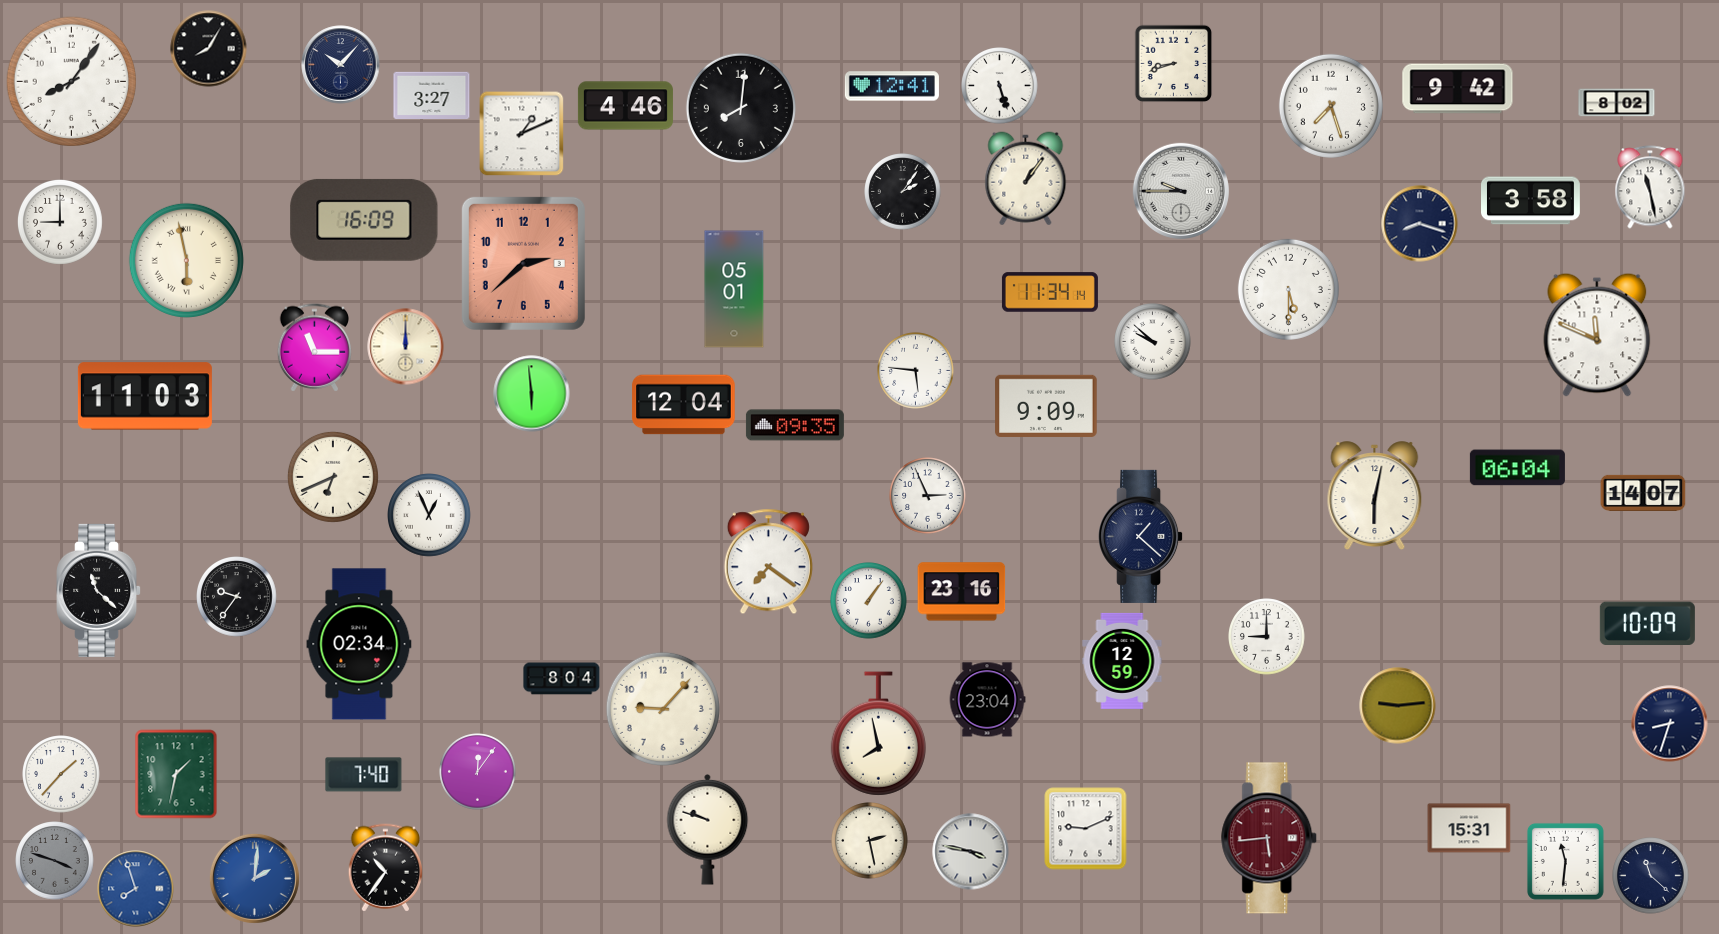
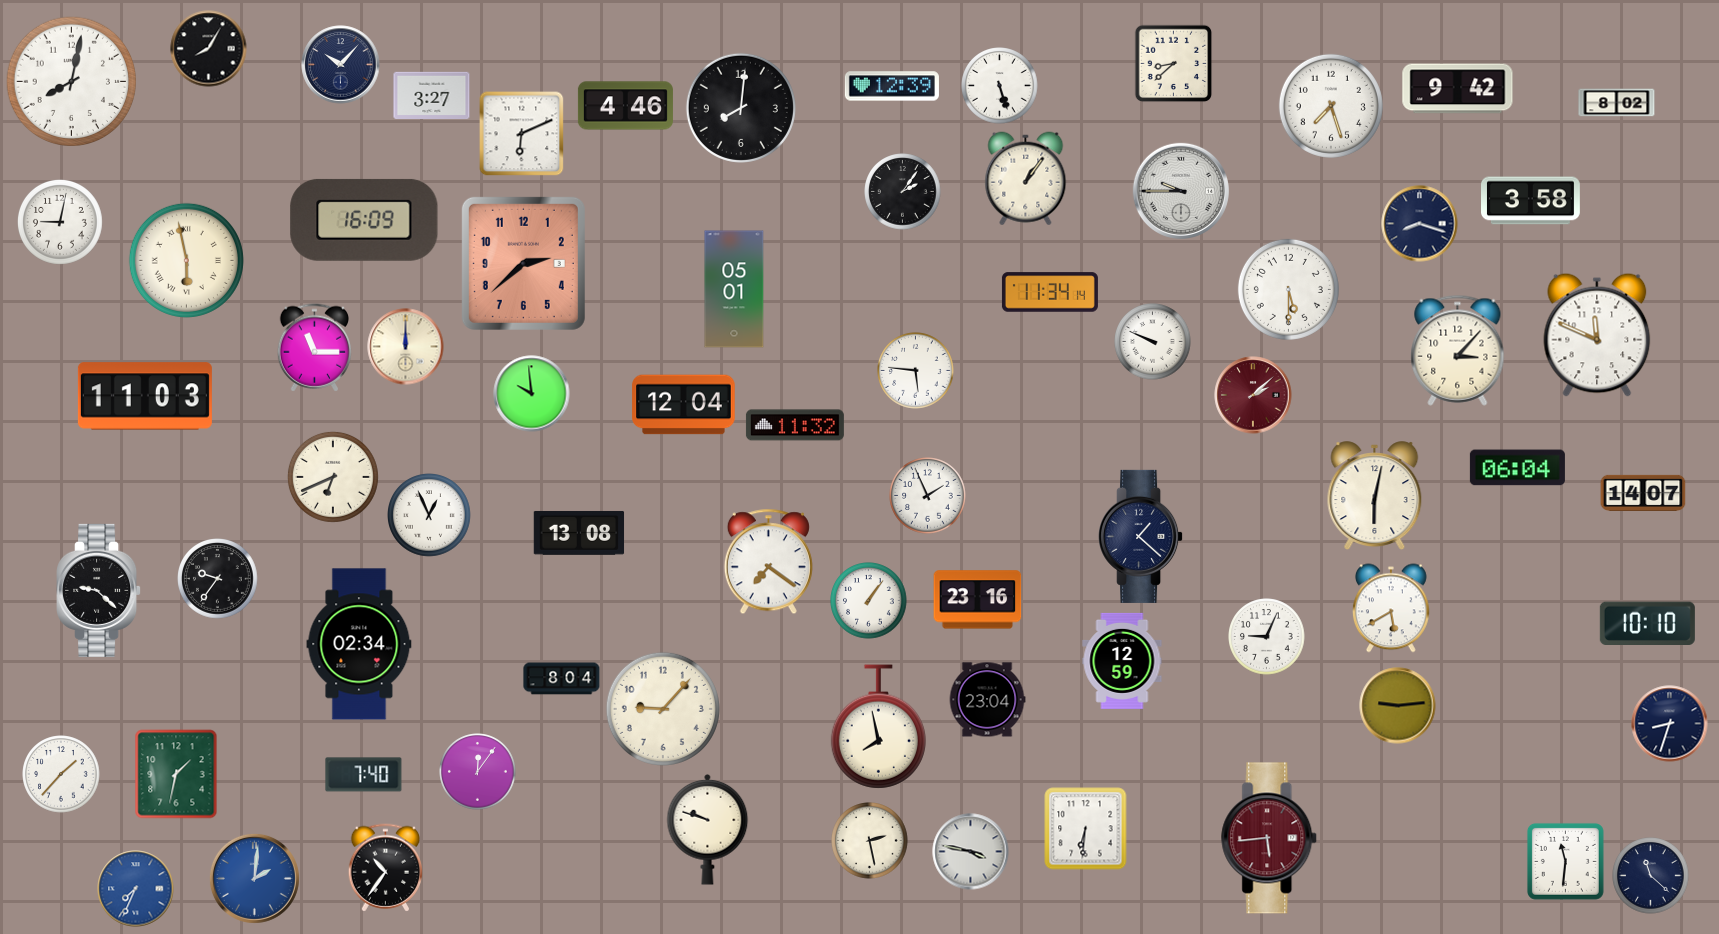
clock at (1173, 63): 8:42 -> 8:38
clock at (71, 81): 8:06 -> 8:02
clock at (892, 86): 12:41 -> 12:39
clock at (522, 134): 1:11 -> 6:11
clock at (1650, 187): 11:28 -> none
clock at (61, 223): 9:00 -> 9:02
clock at (1153, 342): 9:52 -> 9:49
clock at (1458, 350): none -> 3:07
clock at (532, 394): 5:59 -> 9:59
clock at (1253, 395): none -> 2:08
clock at (1046, 406): 9:09 -> none
clock at (795, 425): 09:35 -> 11:32
clock at (928, 496): 2:56 -> 1:56
clock at (579, 533): none -> 13:08
clock at (99, 590): 11:22 -> 9:22
clock at (962, 592) position: (962, 592) -> (978, 600)
clock at (237, 597) position: (237, 597) -> (218, 579)
clock at (1391, 608): none -> 5:40
clock at (1647, 624): 10:09 -> 10:10
clock at (1267, 637): 9:00 -> 9:04
clock at (878, 734) position: (878, 734) -> (878, 727)
clock at (1469, 828): 15:31 -> none
clock at (1086, 829): 9:11 -> 6:31
clock at (55, 861): 3:48 -> none
clock at (136, 889): 7:57 -> 7:34
